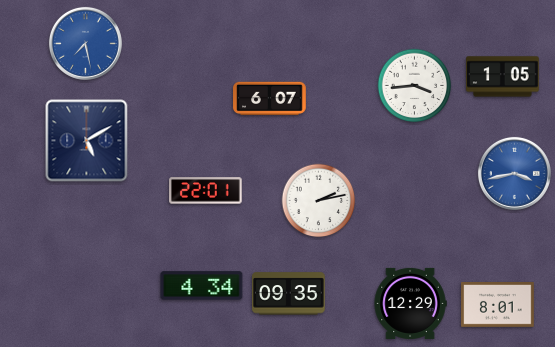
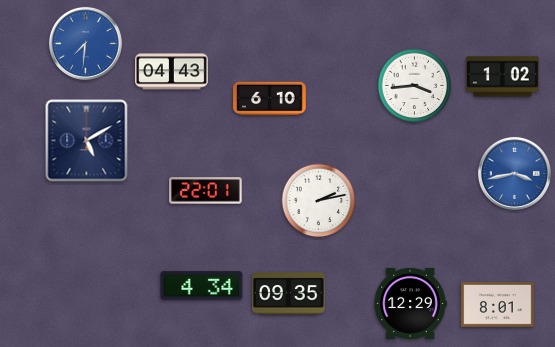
clock at (85, 43): 7:28 -> 7:31
clock at (172, 72): none -> 04:43
clock at (503, 77): 1:05 -> 1:02
clock at (270, 99): 6:07 -> 6:10
